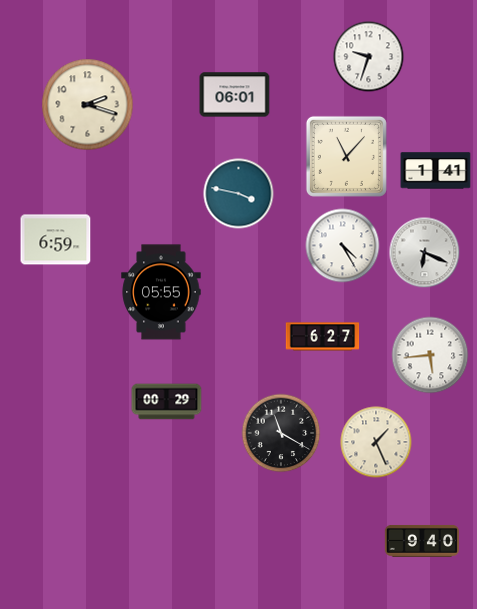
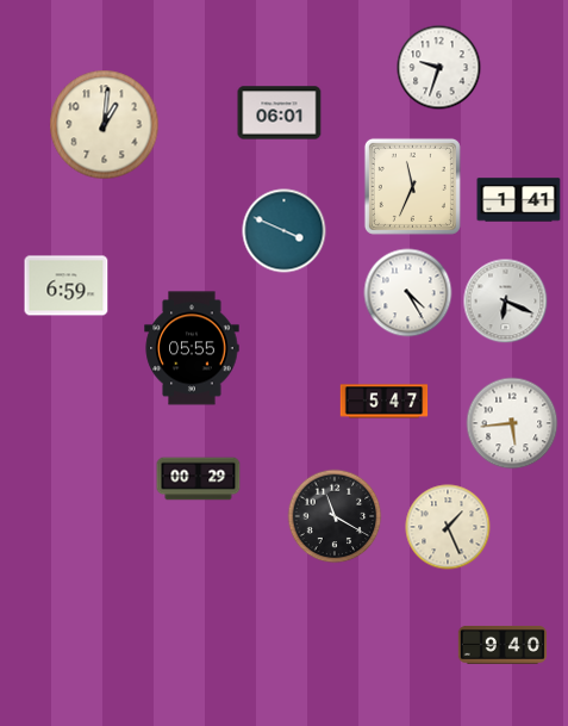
clock at (88, 105): 2:18 -> 1:01
clock at (346, 156): 11:07 -> 11:34
clock at (436, 171) position: (436, 171) -> (519, 200)
clock at (239, 194): 3:47 -> 3:49
clock at (323, 337): 6:27 -> 5:47
